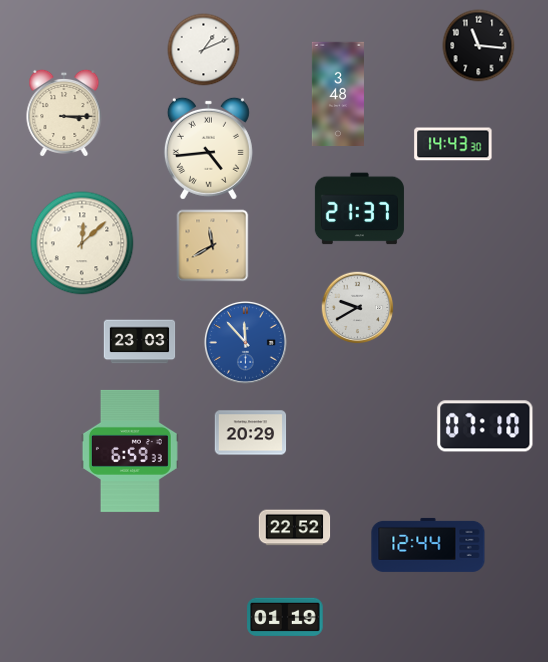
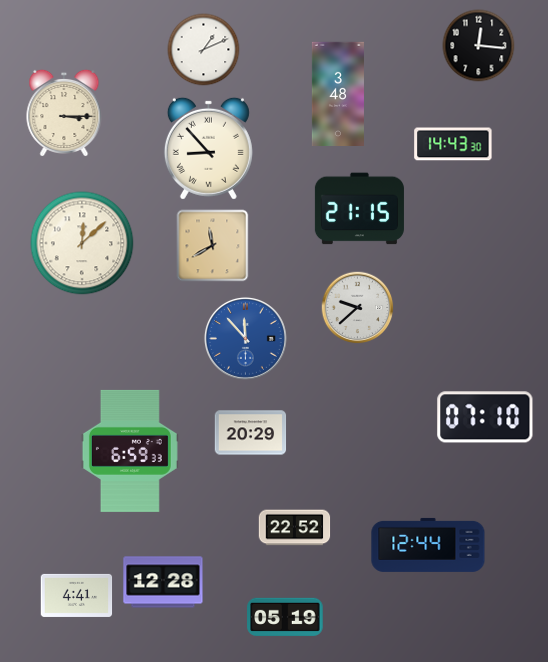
clock at (479, 46): 11:16 -> 12:16
clock at (208, 148): 4:44 -> 8:53
clock at (359, 209): 21:37 -> 21:15
clock at (358, 308): 9:40 -> 9:38
clock at (140, 342): 23:03 -> none
clock at (245, 342) position: (245, 342) -> (245, 338)
clock at (485, 426) position: (485, 426) -> (485, 417)
clock at (163, 582): none -> 12:28
clock at (77, 595): none -> 4:41
clock at (285, 617): 01:19 -> 05:19
